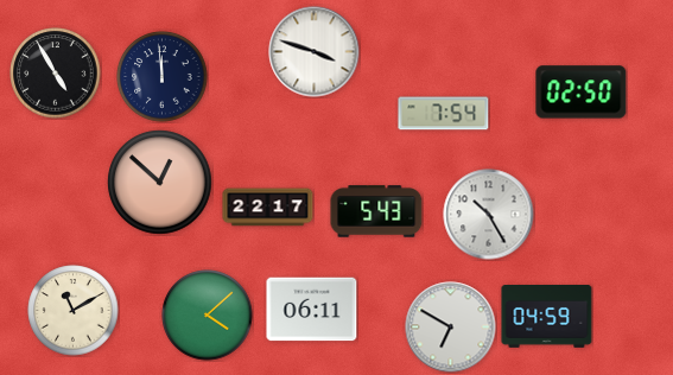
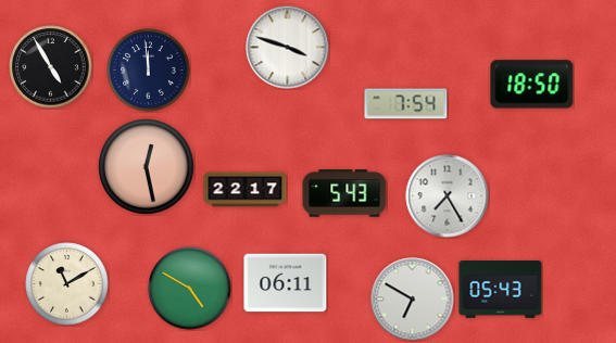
clock at (582, 93): 02:50 -> 18:50
clock at (160, 183): 12:52 -> 12:28
clock at (489, 215): 10:25 -> 7:25
clock at (208, 316): 4:08 -> 4:50
clock at (547, 317): 04:59 -> 05:43
